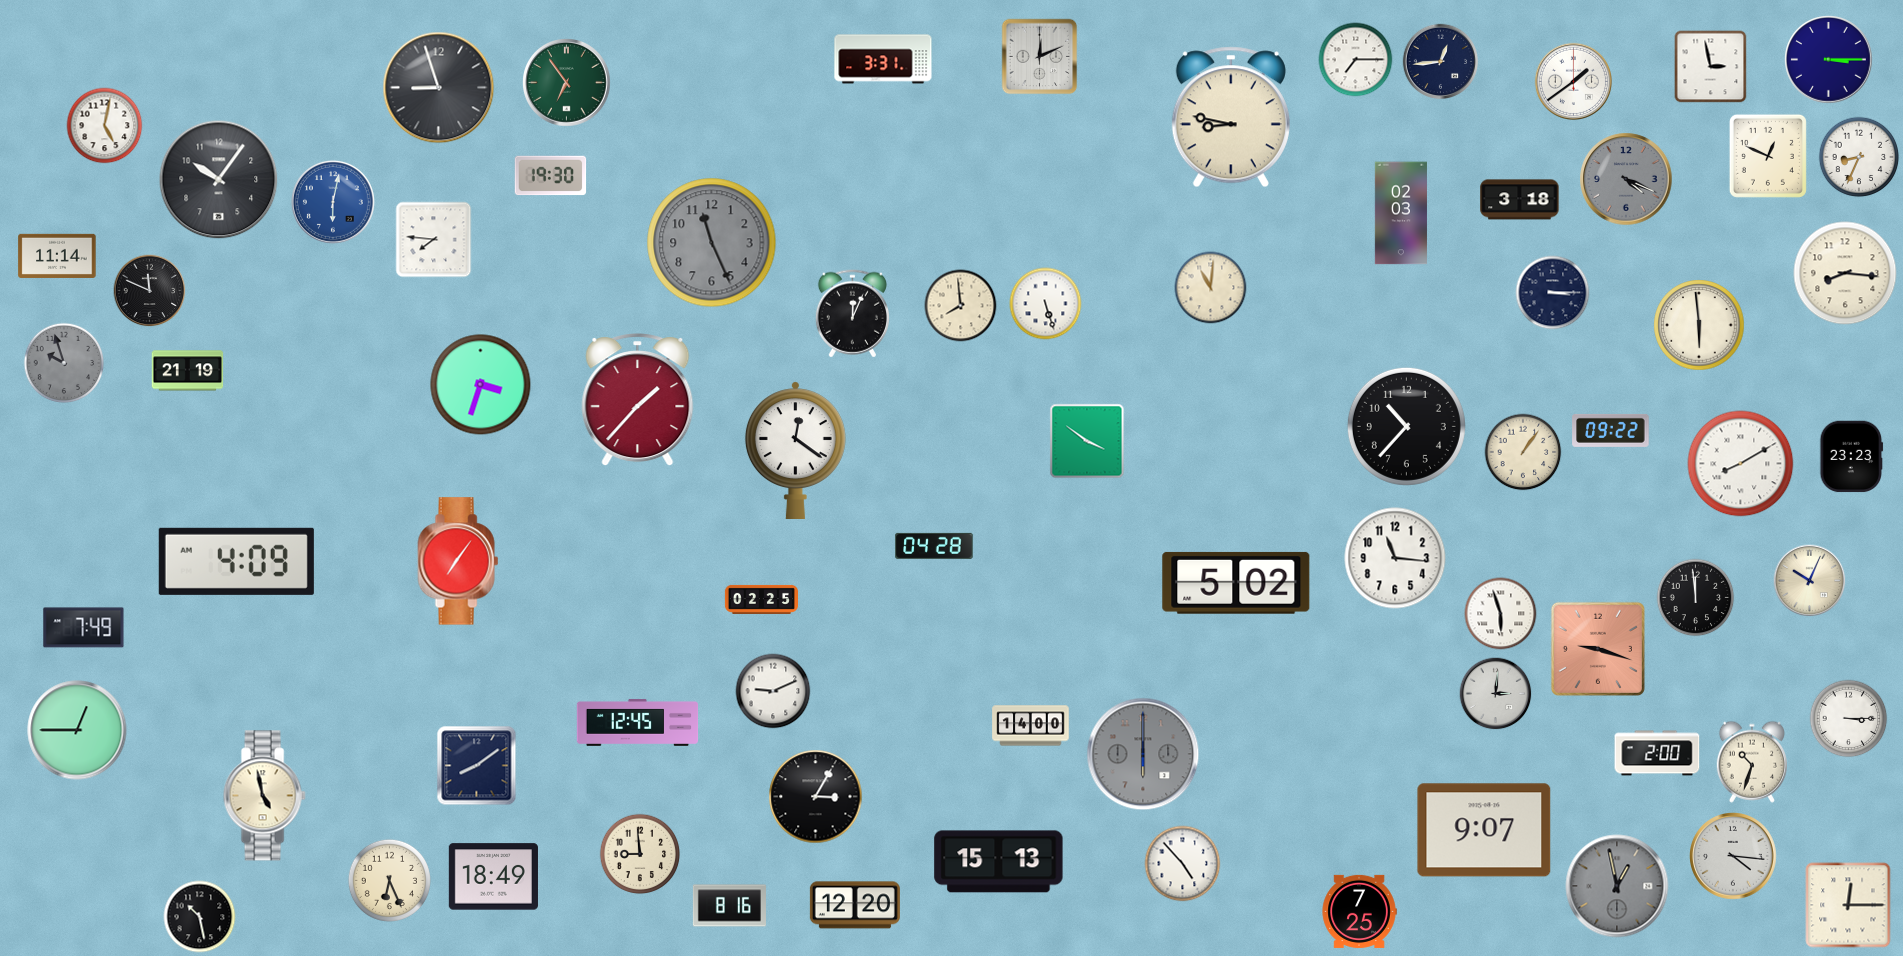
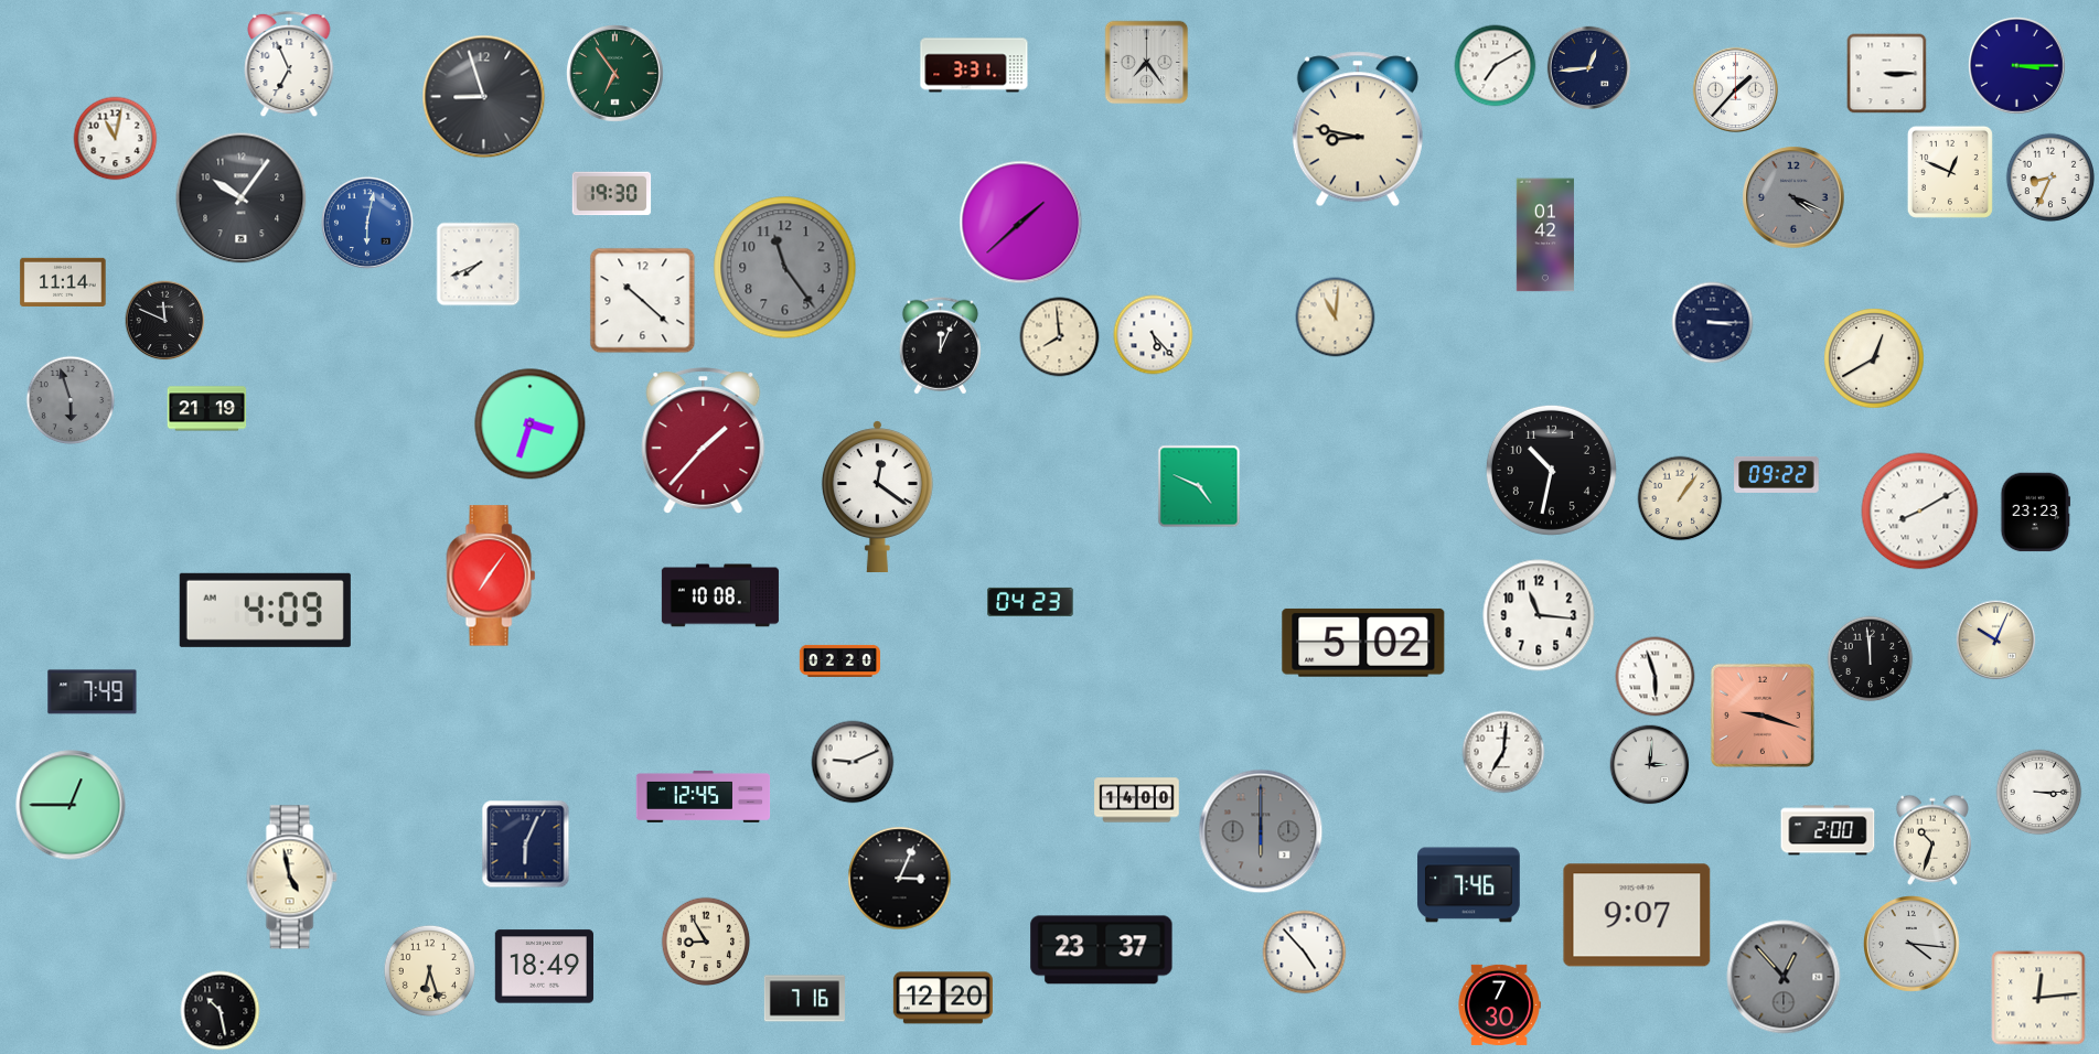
clock at (1040, 57): 12:11 -> 7:24
clock at (289, 64): none -> 6:56
clock at (1356, 60): 7:15 -> 7:10
clock at (1711, 67): 2:58 -> 3:15
clock at (1573, 81): 1:39 -> 1:37
clock at (567, 83) position: (567, 83) -> (615, 74)
clock at (105, 126): 5:02 -> 11:02
clock at (1859, 157) position: (1859, 157) -> (2050, 178)
clock at (551, 176) position: (551, 176) -> (612, 194)
clock at (1520, 200): 3:18 -> none
clock at (1021, 223): none -> 1:38
clock at (1401, 213): 02:03 -> 01:42
clock at (434, 240): 7:46 -> 7:41
clock at (712, 243): 11:26 -> 11:24
clock at (643, 301): none -> 10:22
clock at (1845, 273): 8:16 -> none
clock at (1046, 304): 5:27 -> 5:23
clock at (1699, 325): 5:59 -> 12:40
clock at (64, 363): 9:57 -> 5:57
clock at (1406, 426): 10:37 -> 10:32
clock at (1087, 441): 3:51 -> 4:49
clock at (1852, 457) position: (1852, 457) -> (2036, 513)
clock at (720, 595): none -> 10:08
clock at (934, 546): 04:28 -> 04:23
clock at (236, 561) position: (236, 561) -> (265, 610)
clock at (458, 561) position: (458, 561) -> (491, 576)
clock at (761, 599): 02:25 -> 02:20
clock at (1503, 752): none -> 7:01
clock at (77, 730) position: (77, 730) -> (71, 805)
clock at (477, 766): 8:09 -> 6:04
clock at (816, 797): 3:05 -> 3:04
clock at (1469, 885): none -> 7:46
clock at (640, 854): 8:59 -> 8:55
clock at (999, 862): 15:13 -> 23:37
clock at (389, 880): 6:26 -> 6:27
clock at (1617, 886): 12:58 -> 12:53
clock at (1848, 905): 12:15 -> 12:14
clock at (729, 906): 8:16 -> 7:16
clock at (1359, 911): 7:25 -> 7:30
